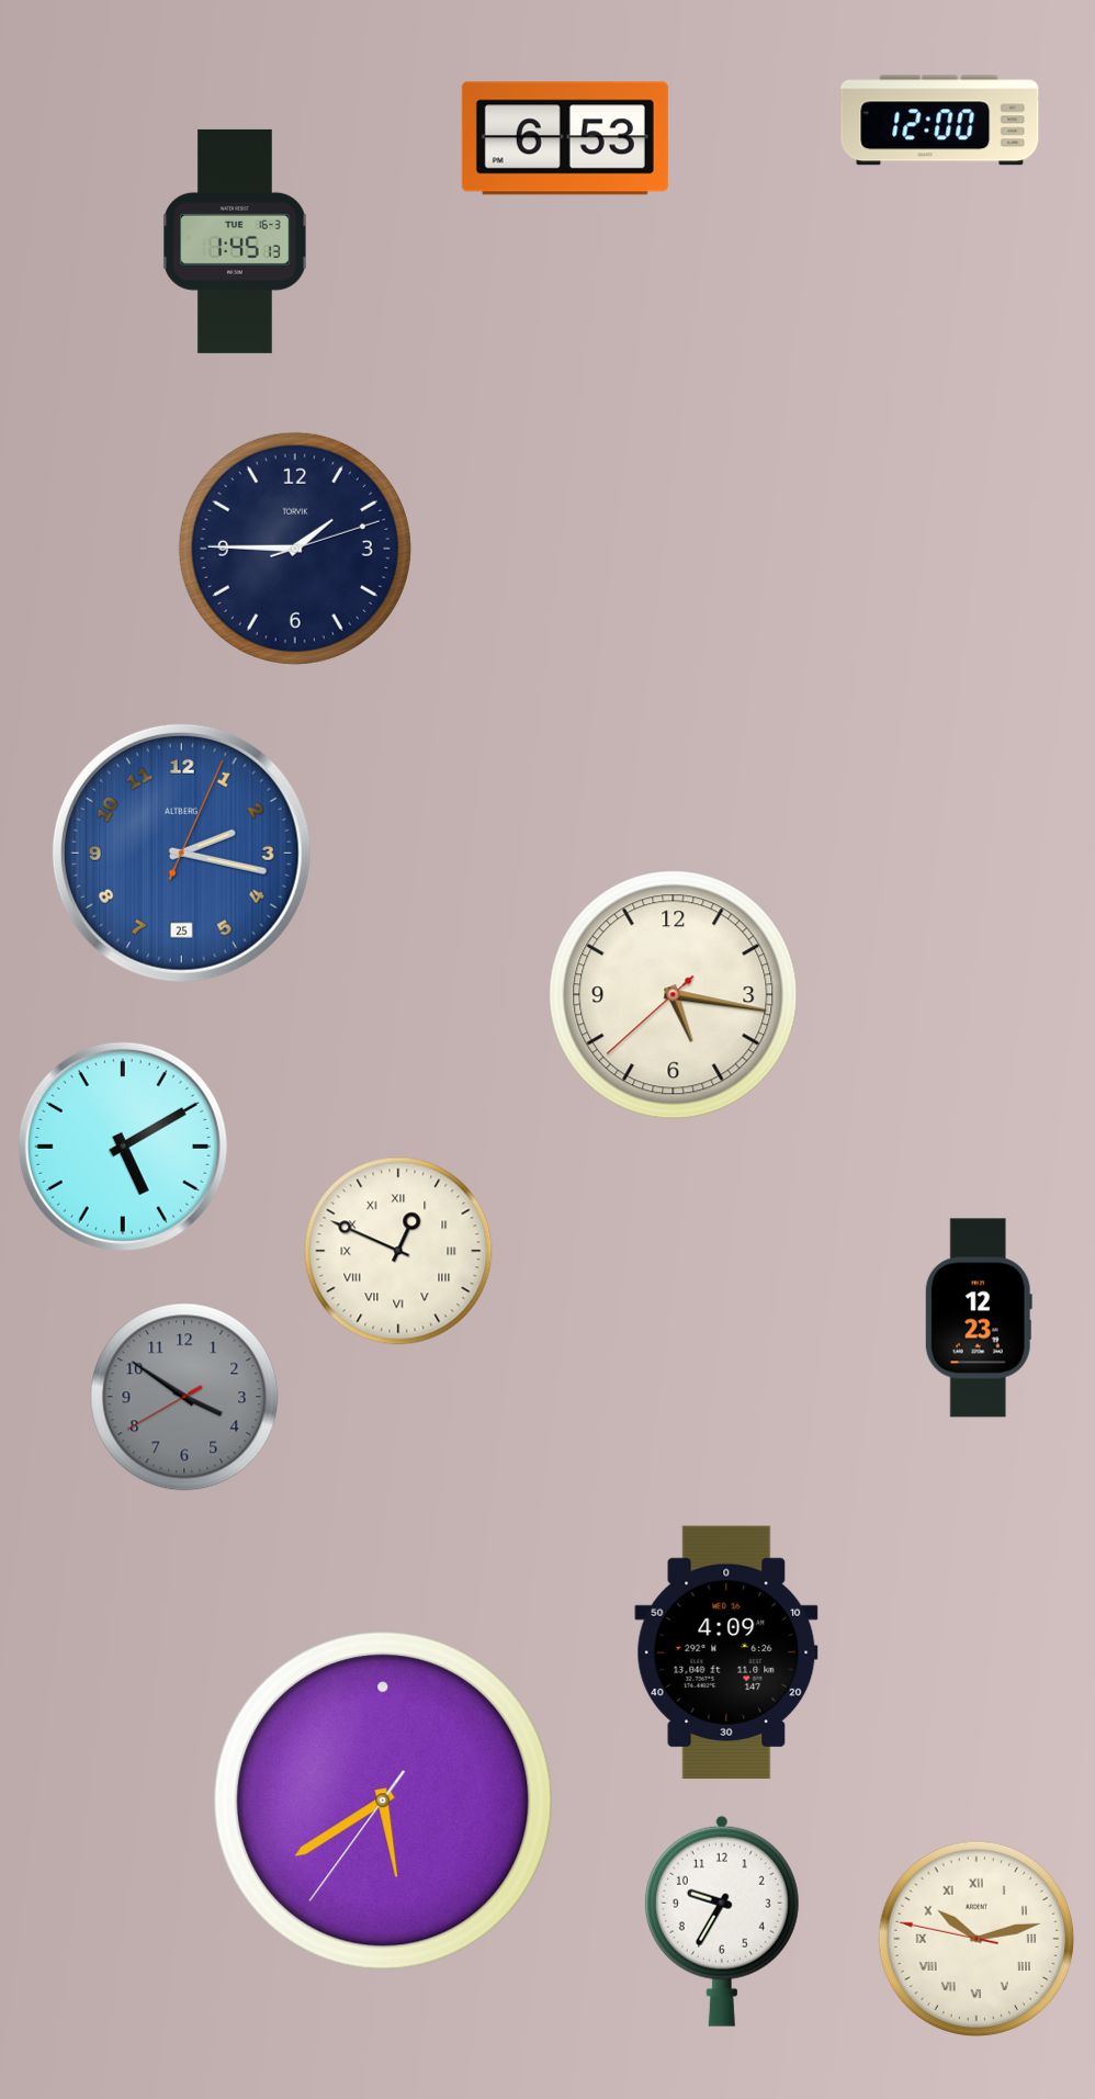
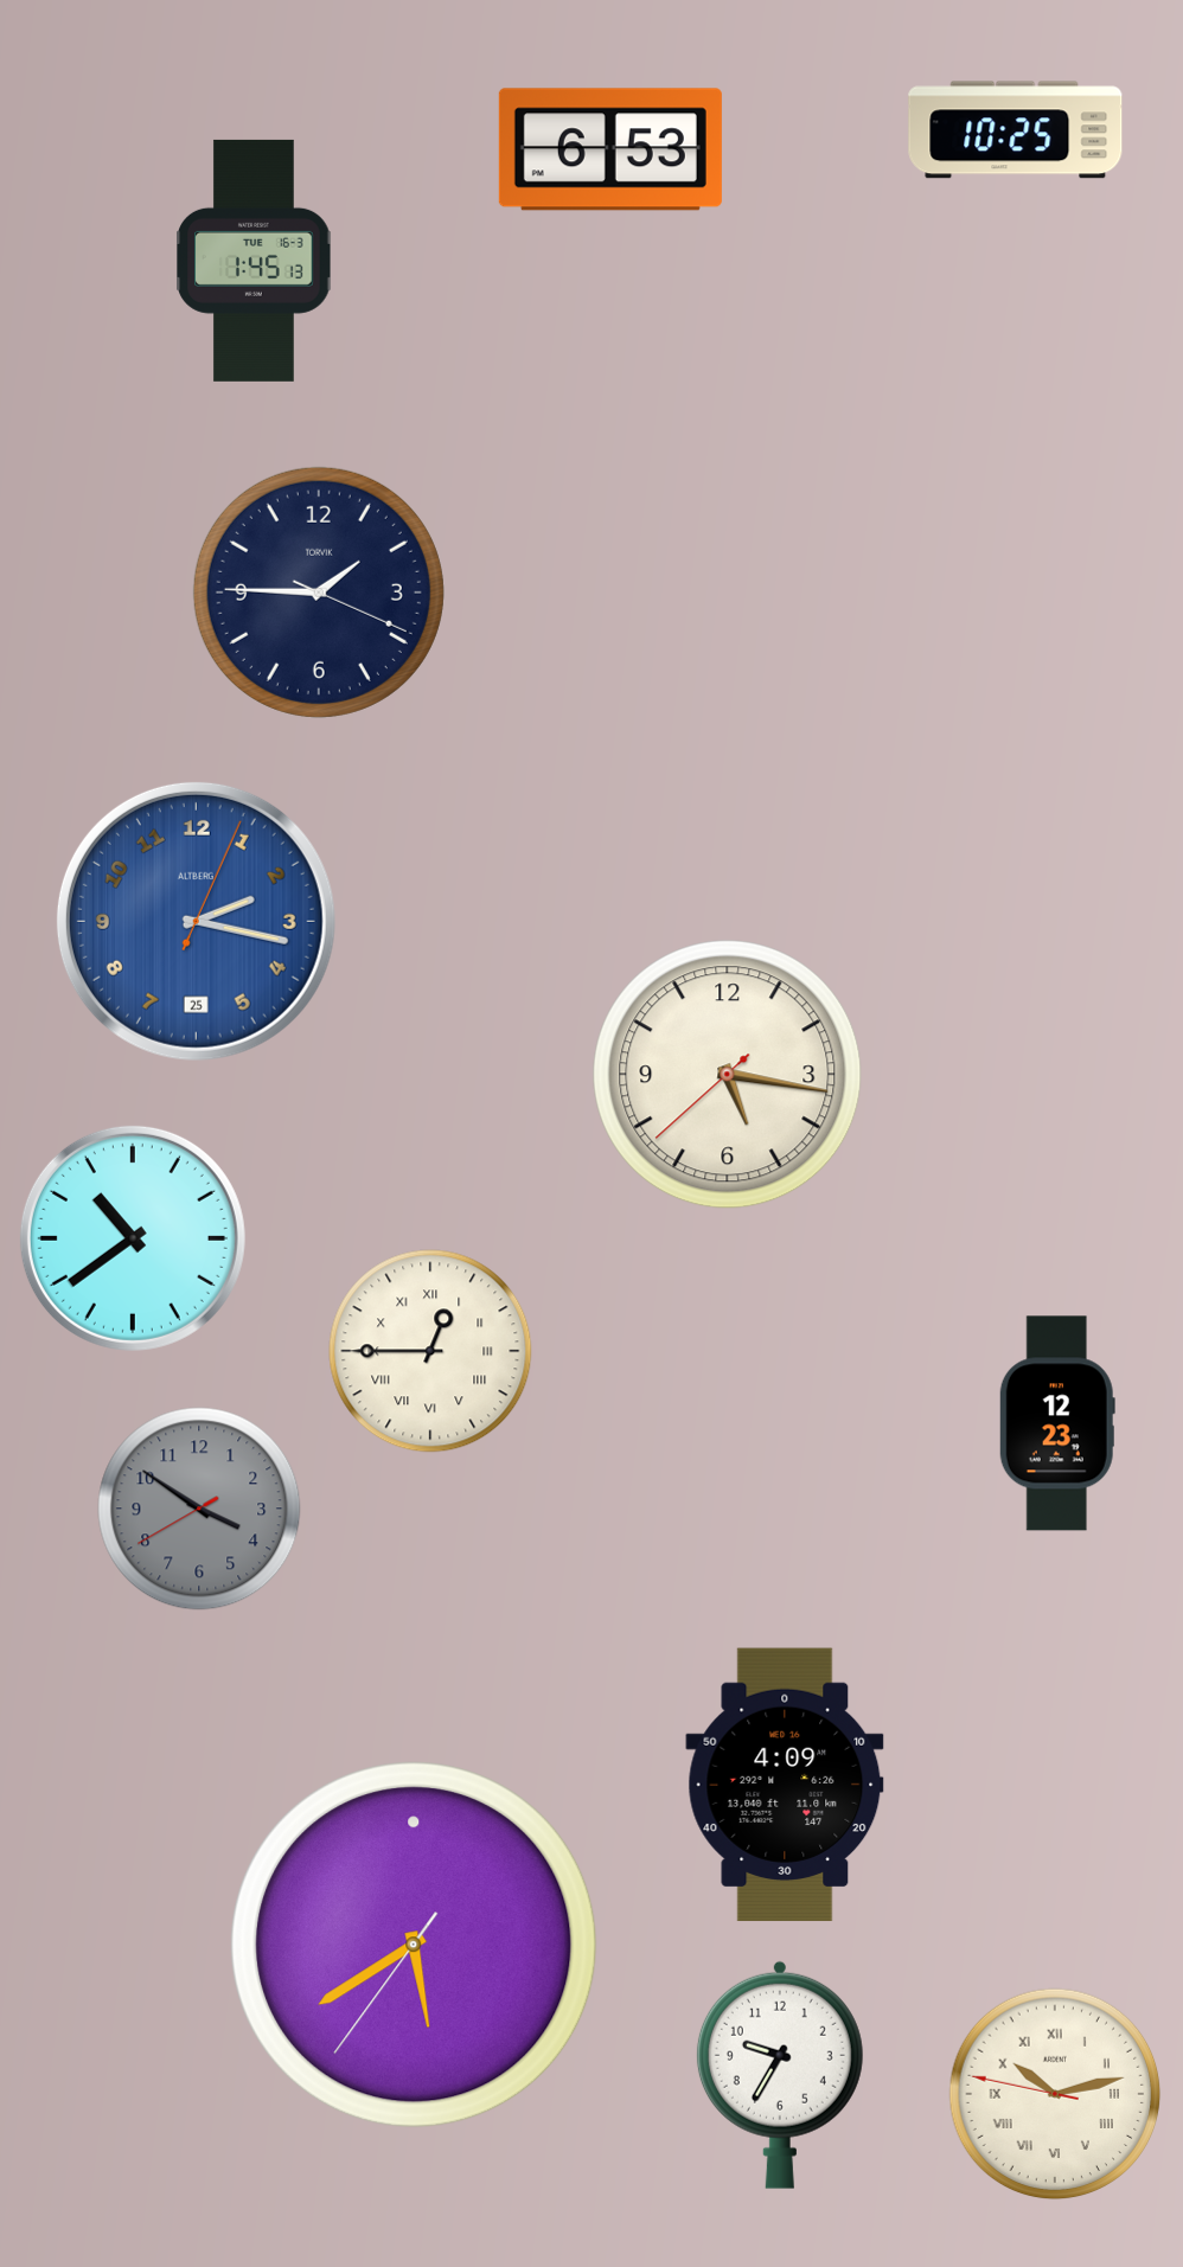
clock at (940, 121): 12:00 -> 10:25
clock at (295, 549): 1:45:12 -> 1:45:19
clock at (123, 1147): 5:10 -> 10:39
clock at (398, 1251): 12:49 -> 12:45
